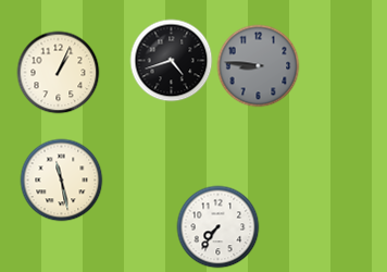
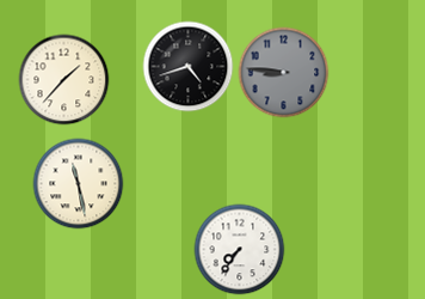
clock at (59, 73): 1:04 -> 1:37
clock at (62, 181) position: (62, 181) -> (79, 184)
